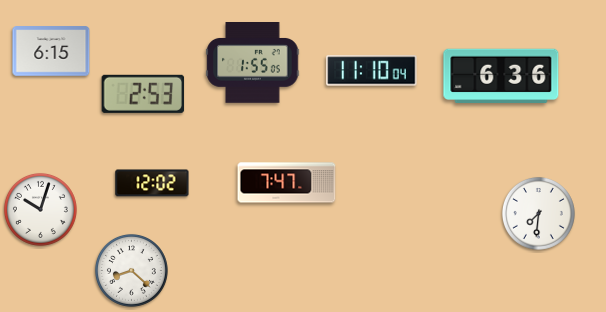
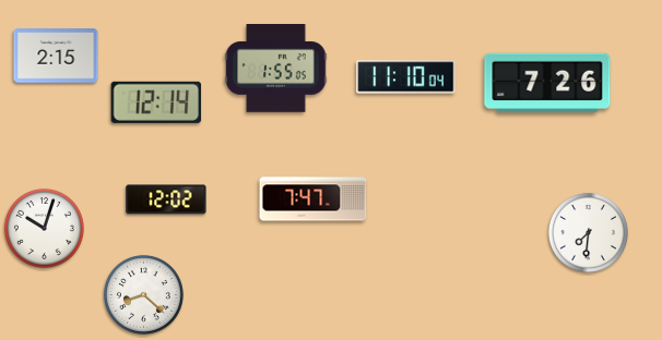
clock at (51, 51): 6:15 -> 2:15
clock at (501, 76): 6:36 -> 7:26
clock at (143, 94): 2:53 -> 12:14
